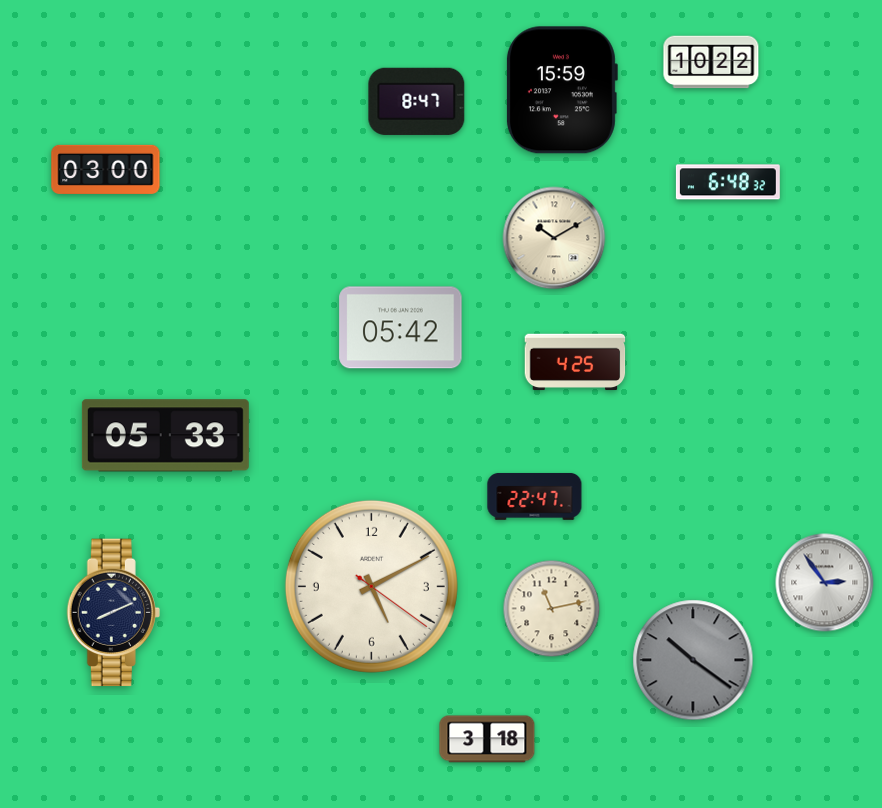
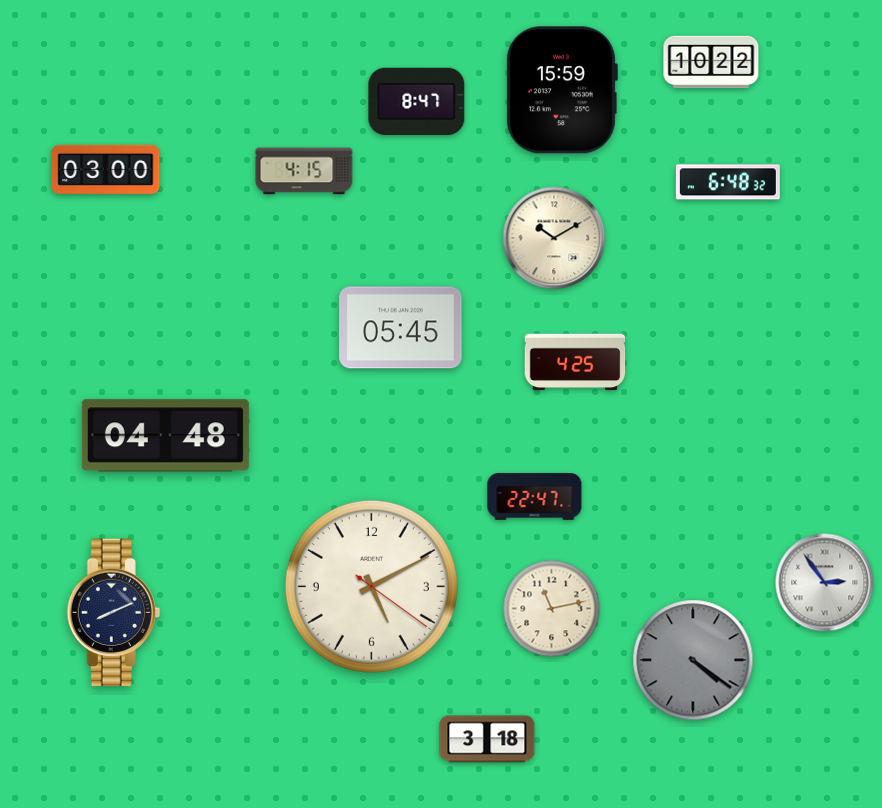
clock at (304, 171): none -> 4:15
clock at (401, 328): 05:42 -> 05:45
clock at (165, 436): 05:33 -> 04:48
clock at (693, 660): 10:21 -> 4:21
